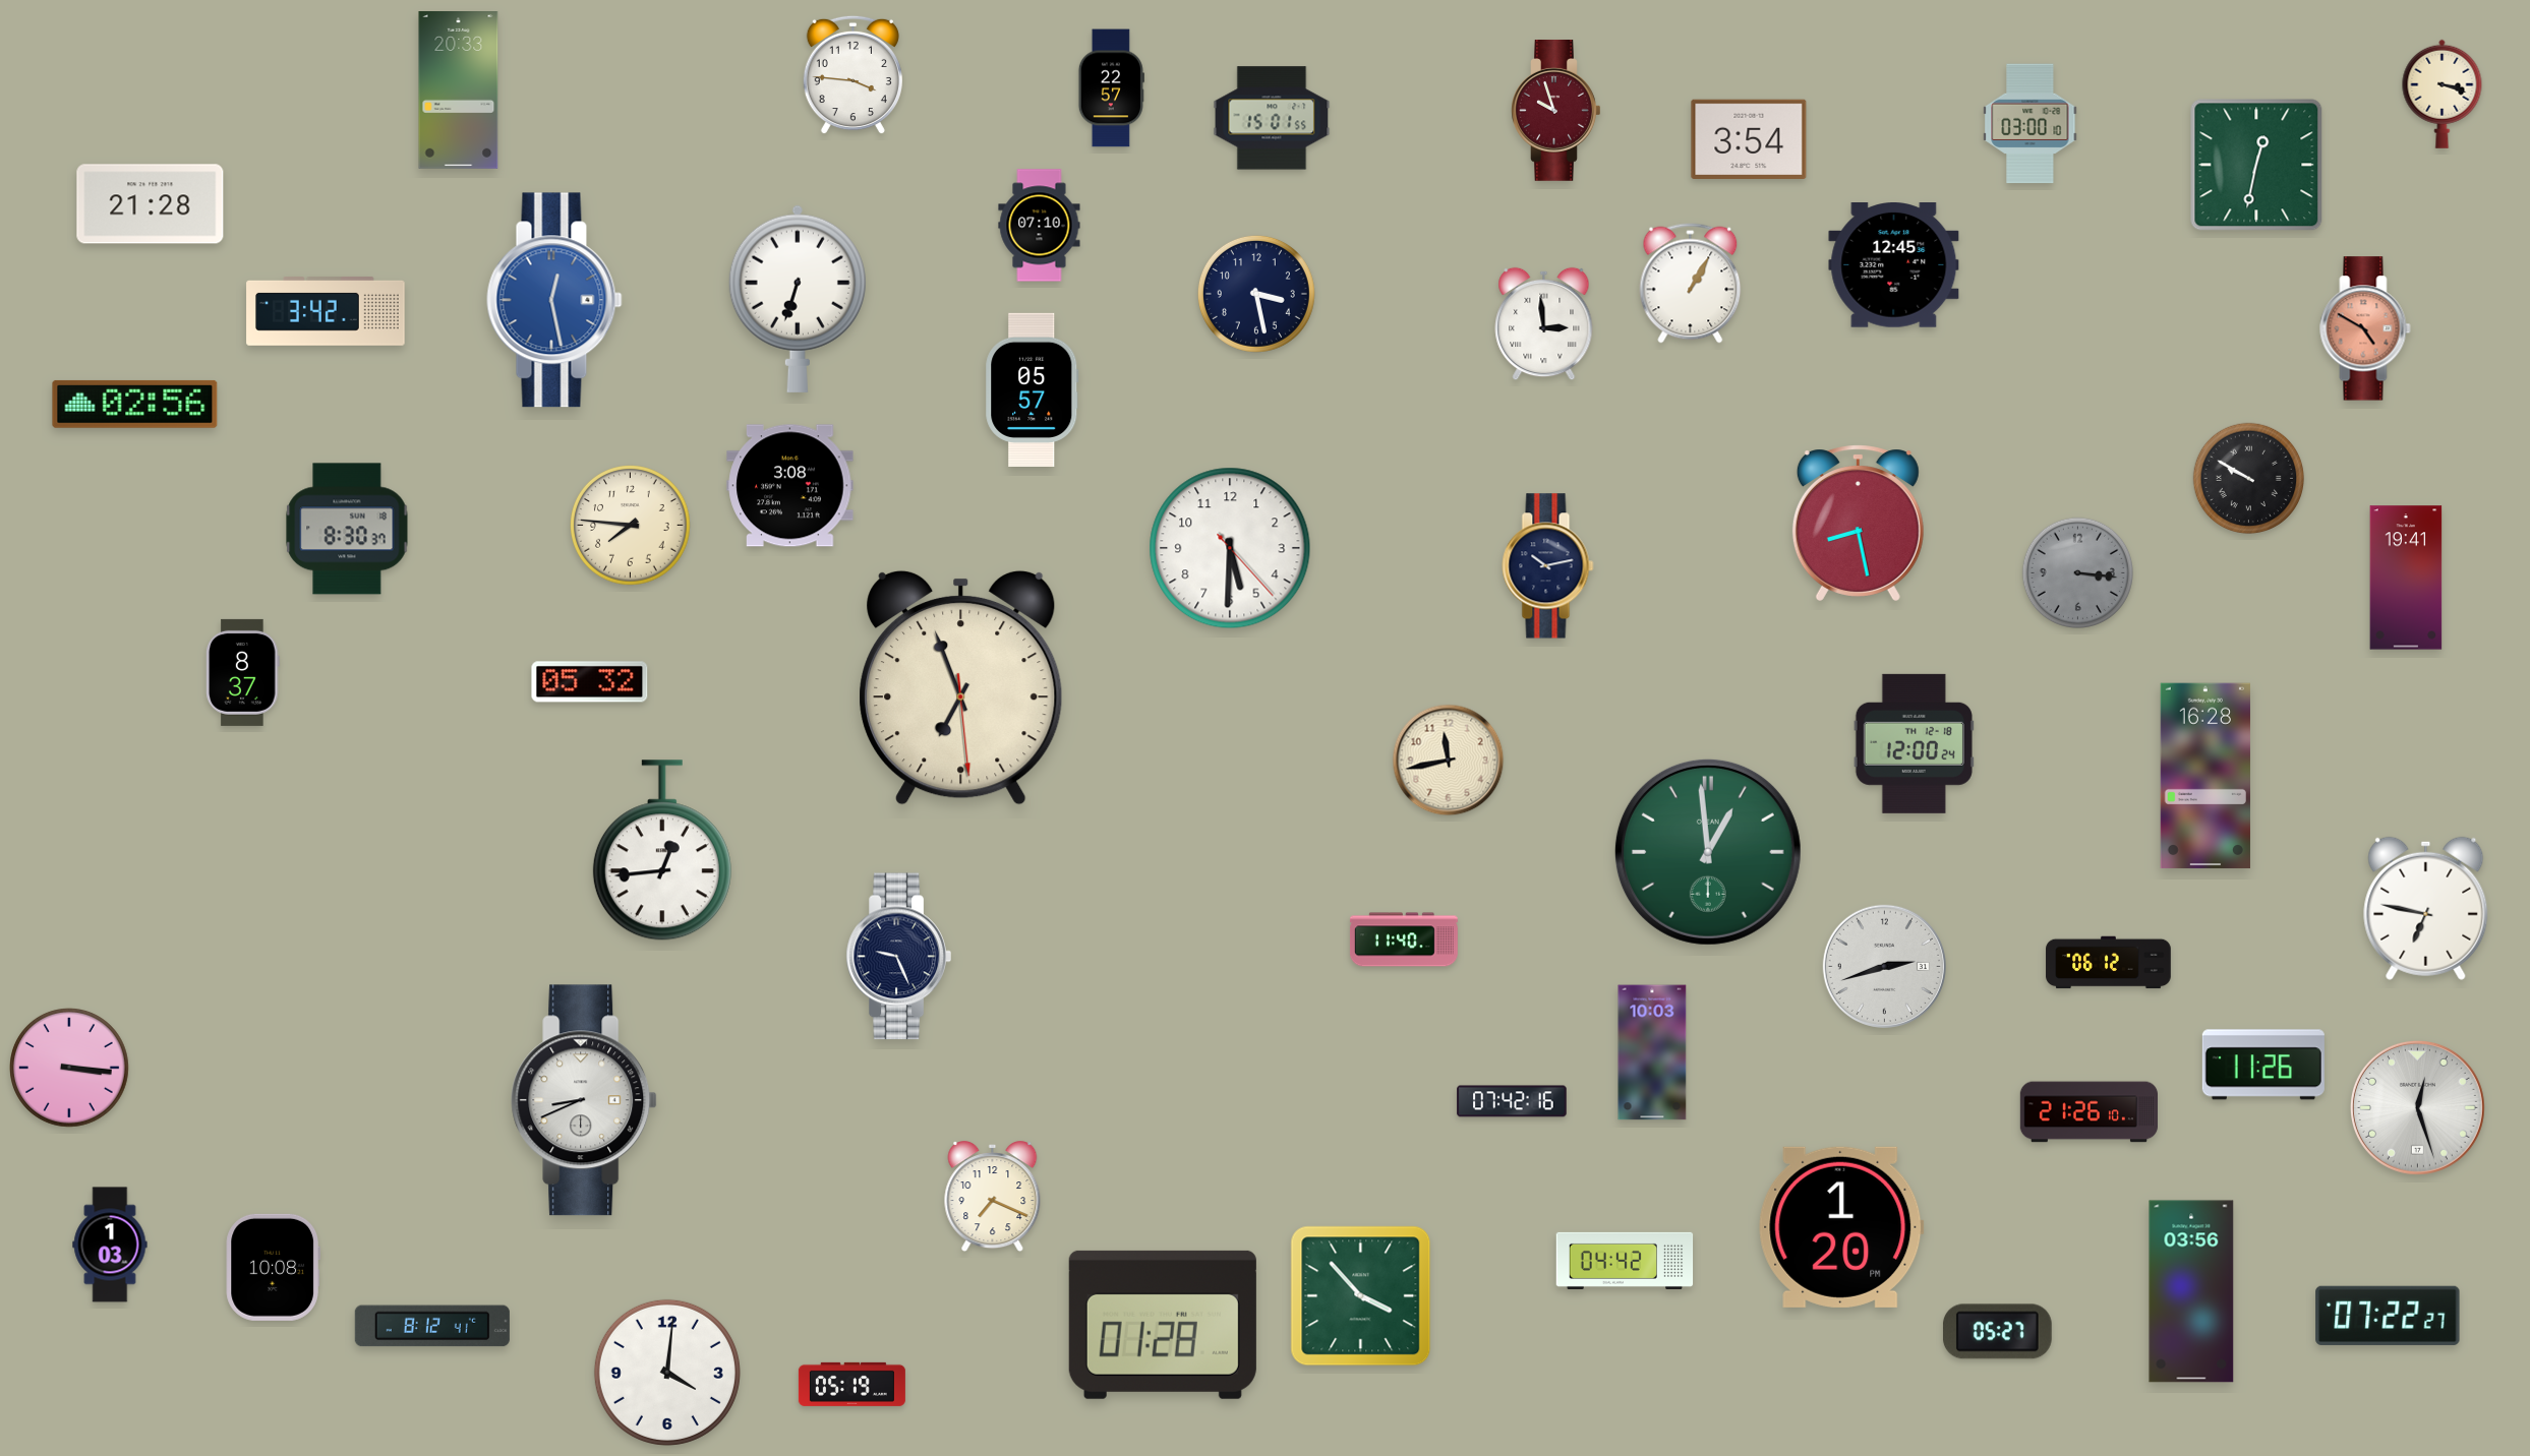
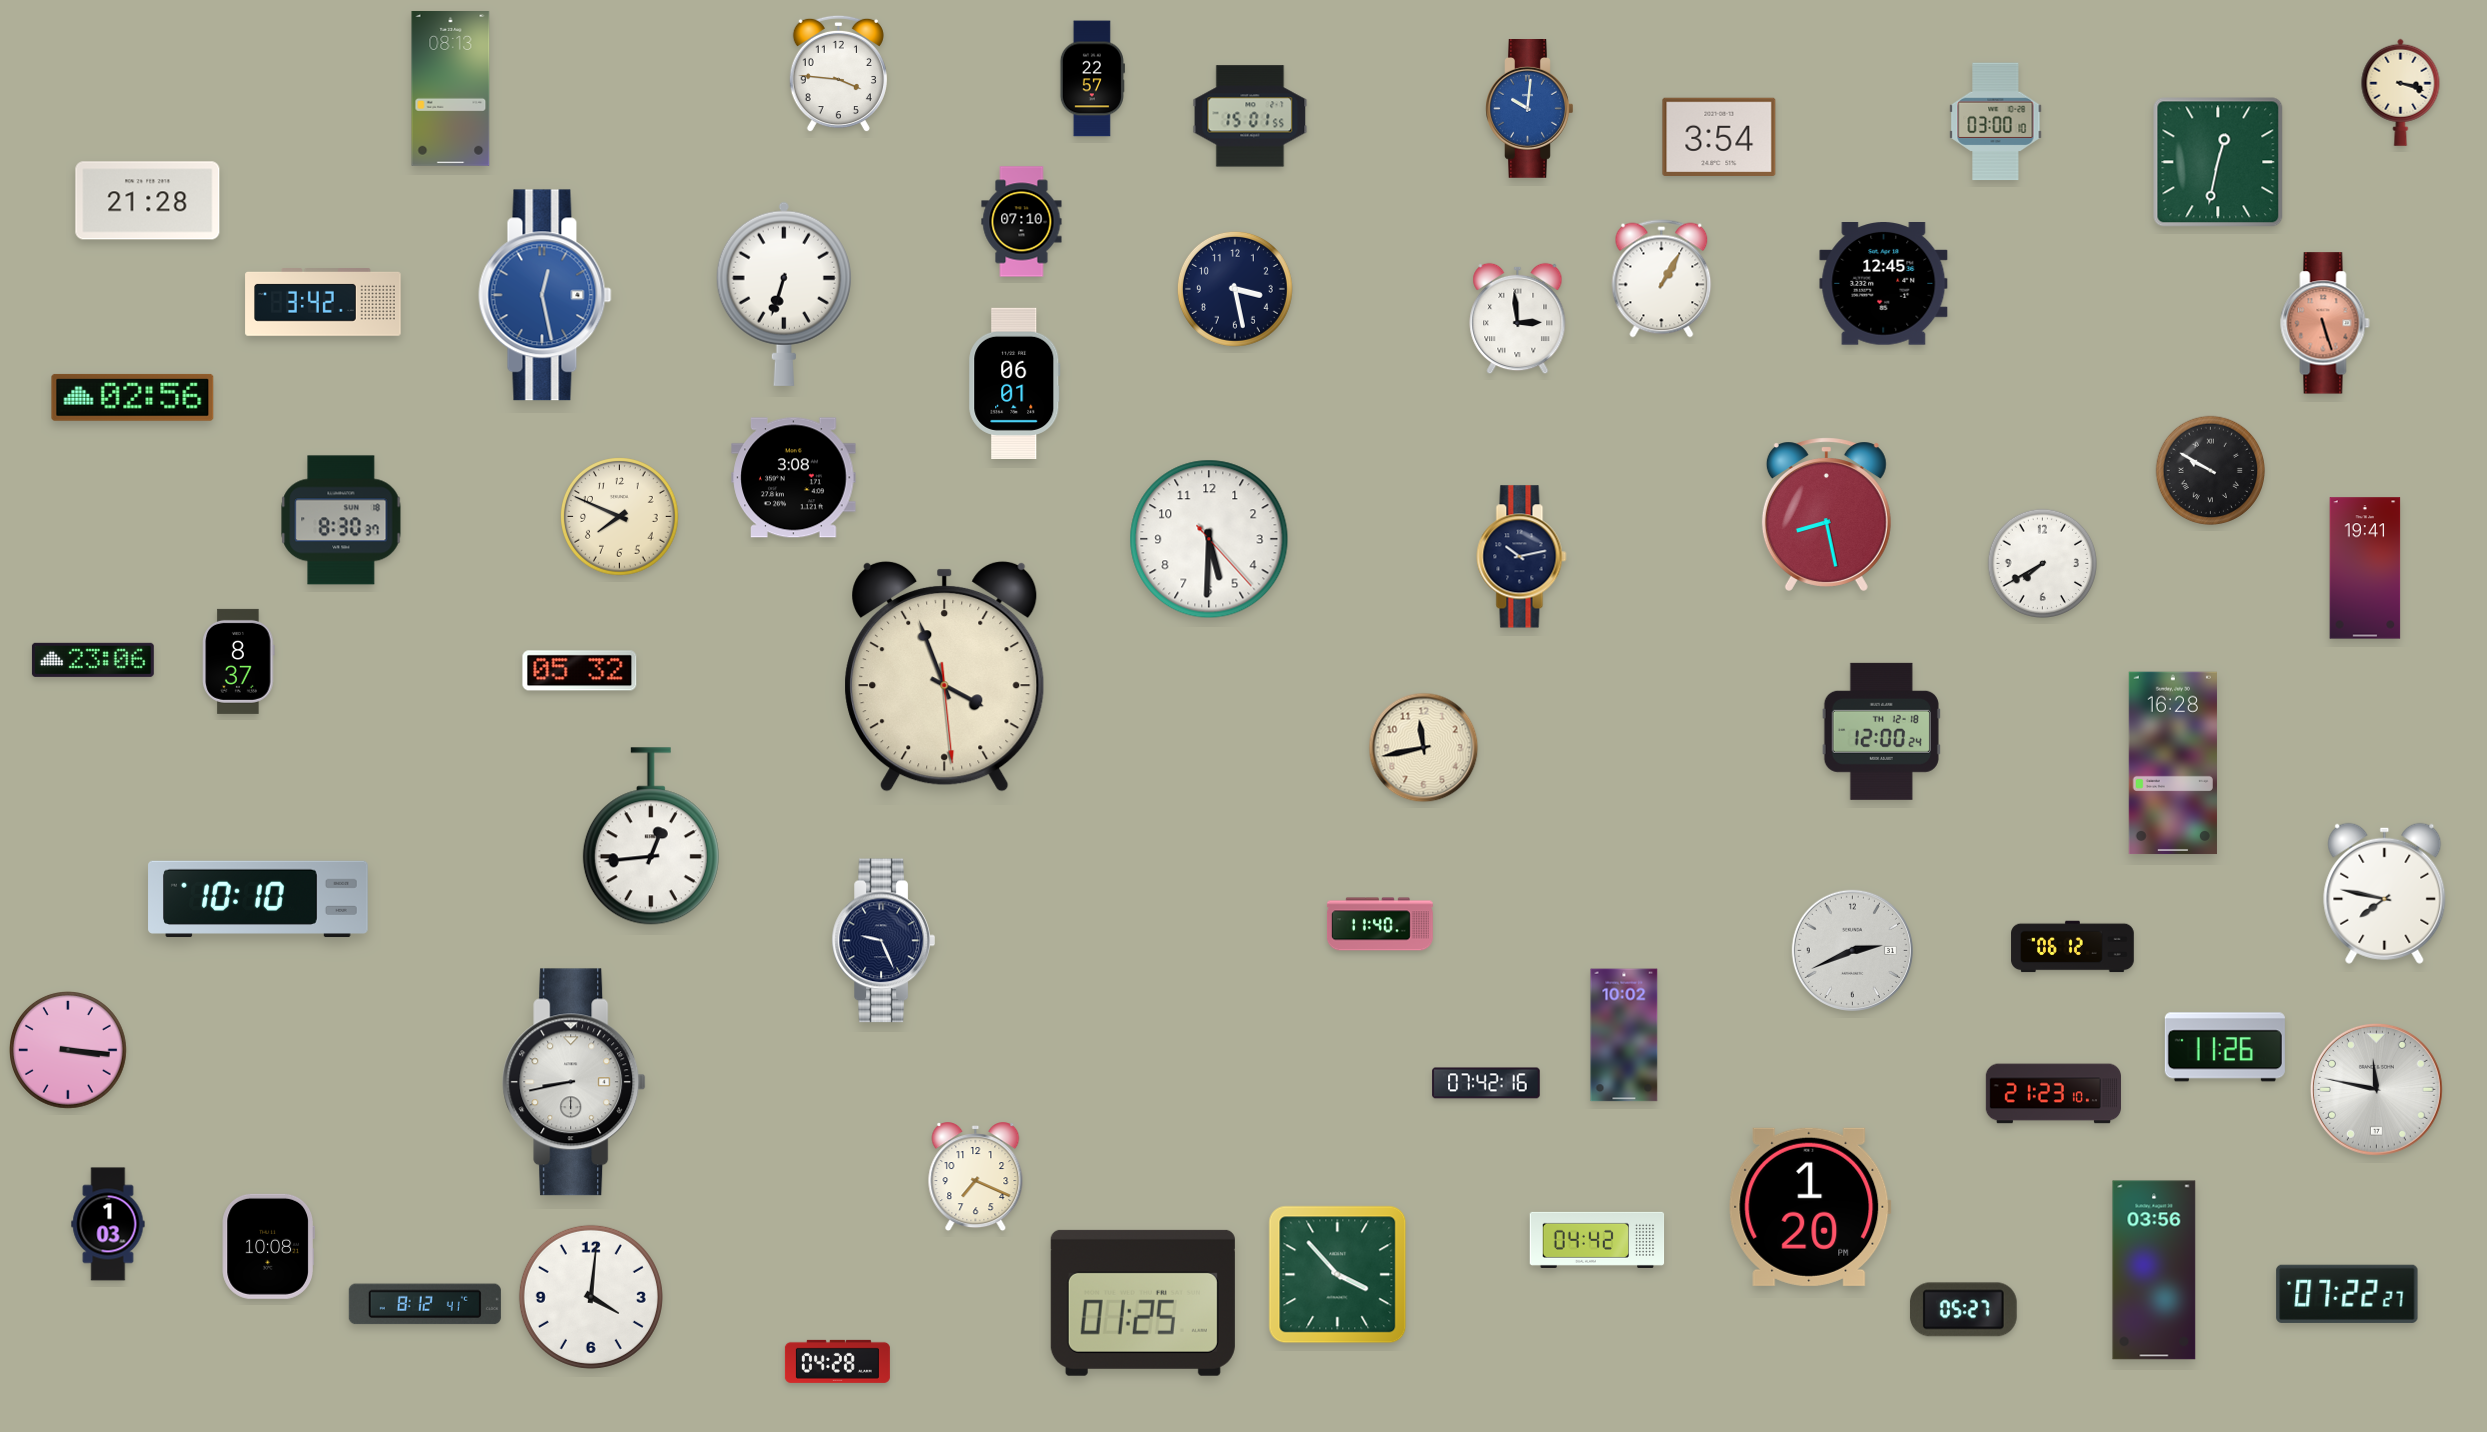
clock at (1111, 88) position: (1111, 88) -> (1092, 79)
clock at (459, 90): 20:33 -> 08:13
clock at (1556, 111): 9:57 -> 10:01
clock at (1556, 111) dial: burgundy -> blue
clock at (1894, 265) position: (1894, 265) -> (1884, 284)
clock at (326, 312) position: (326, 312) -> (323, 303)
clock at (2365, 328): 4:50 -> 5:27
clock at (1033, 389): 05:57 -> 06:01
clock at (790, 486) position: (790, 486) -> (794, 478)
clock at (631, 526): 7:46 -> 7:49
clock at (2077, 572): 3:16 -> 7:40
clock at (2077, 572) dial: grey -> white
clock at (93, 660): none -> 23:06
clock at (961, 687): 6:56 -> 3:56
clock at (2205, 776) position: (2205, 776) -> (2173, 763)
clock at (1708, 852): 12:59 -> none
clock at (2426, 908): 6:47 -> 7:47
clock at (258, 899): none -> 10:10
clock at (1884, 966): 2:42 -> 2:41
clock at (1652, 1052): 10:03 -> 10:02
clock at (584, 1100): 8:41 -> 8:43
clock at (2417, 1107): 12:27 -> 11:47
clock at (2088, 1112): 21:26 -> 21:23
clock at (1163, 1325): 01:28 -> 01:25
clock at (667, 1373) position: (667, 1373) -> (591, 1297)
clock at (851, 1384): 05:19 -> 04:28
